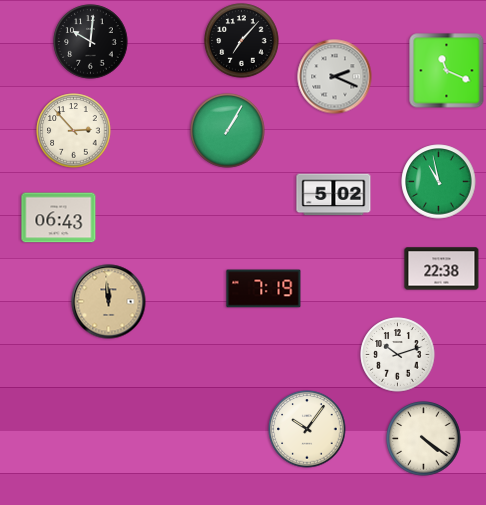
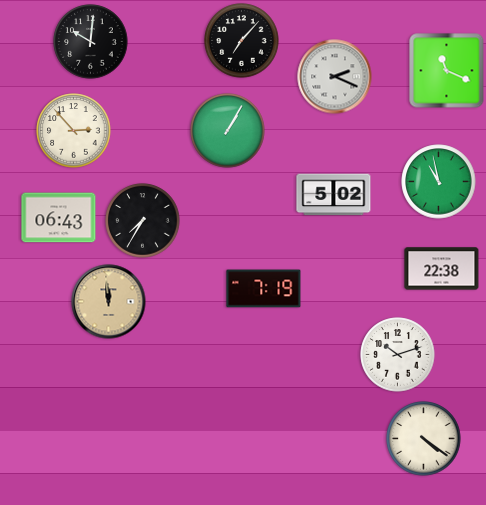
clock at (143, 221): none -> 7:35
clock at (307, 429): 10:06 -> none
